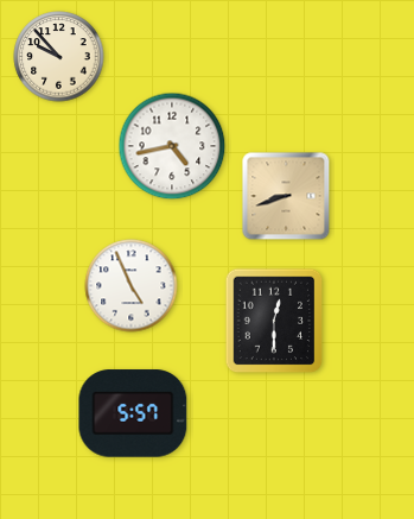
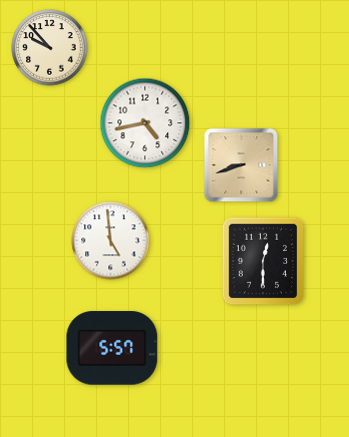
clock at (132, 286): 4:56 -> 4:59
clock at (274, 321) position: (274, 321) -> (263, 261)
